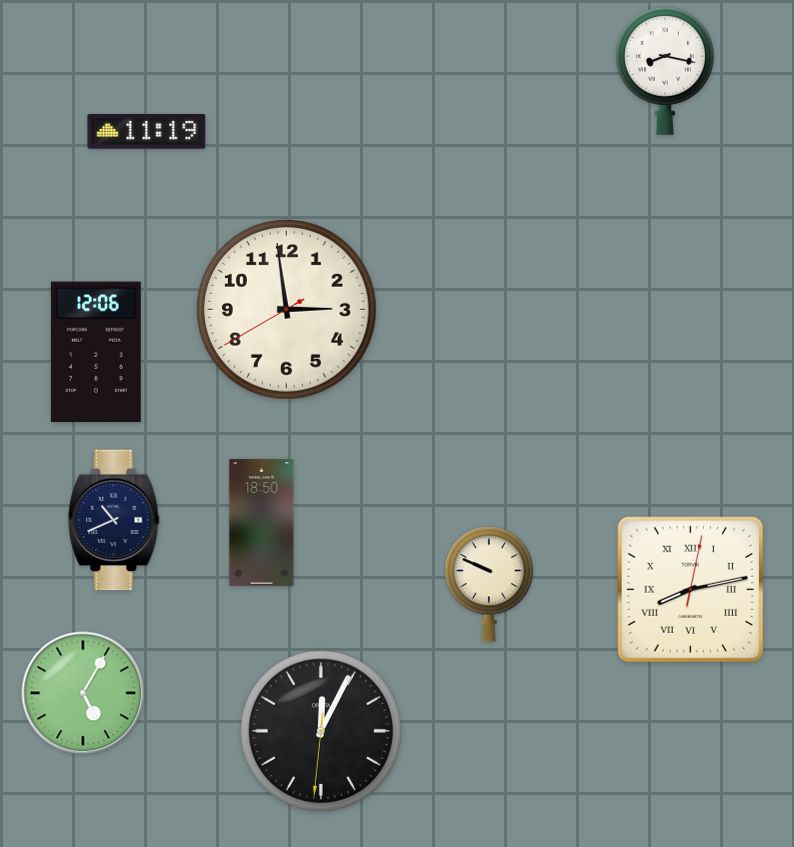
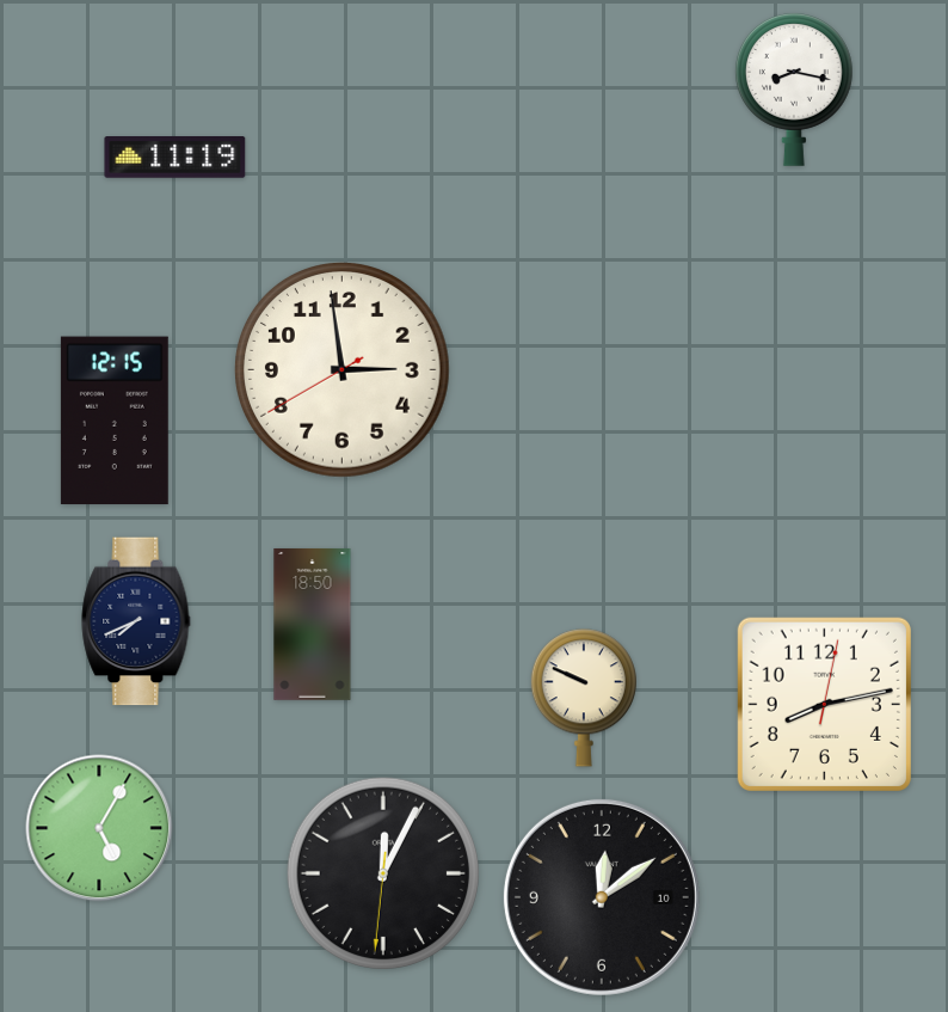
clock at (665, 71) position: (665, 71) -> (794, 90)
clock at (96, 352): 12:06 -> 12:15
clock at (114, 520): 10:41 -> 7:41
clock at (690, 589) numerals: Roman -> Arabic
clock at (602, 897): none -> 12:09
